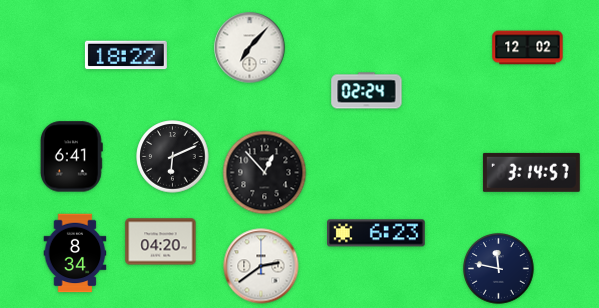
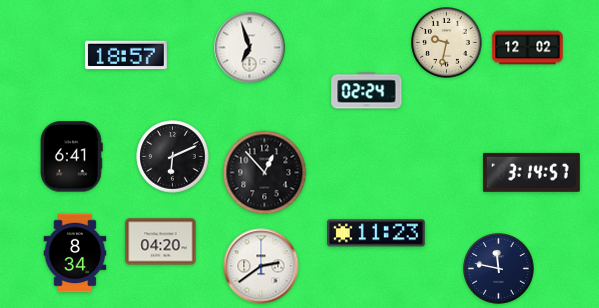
clock at (447, 43): none -> 9:32
clock at (250, 48): 7:07 -> 6:57
clock at (126, 55): 18:22 -> 18:57
clock at (377, 233): 6:23 -> 11:23
